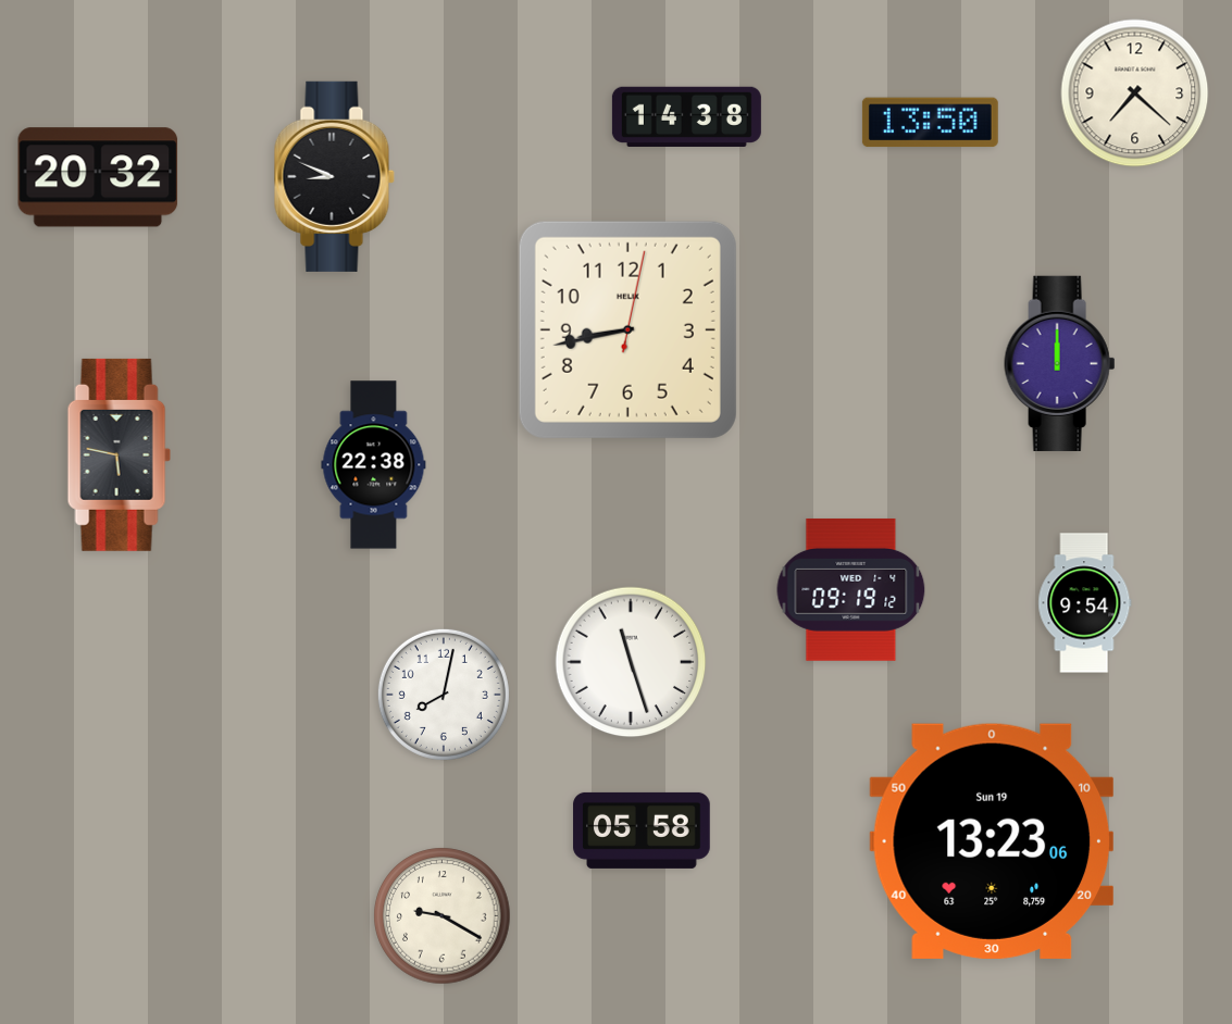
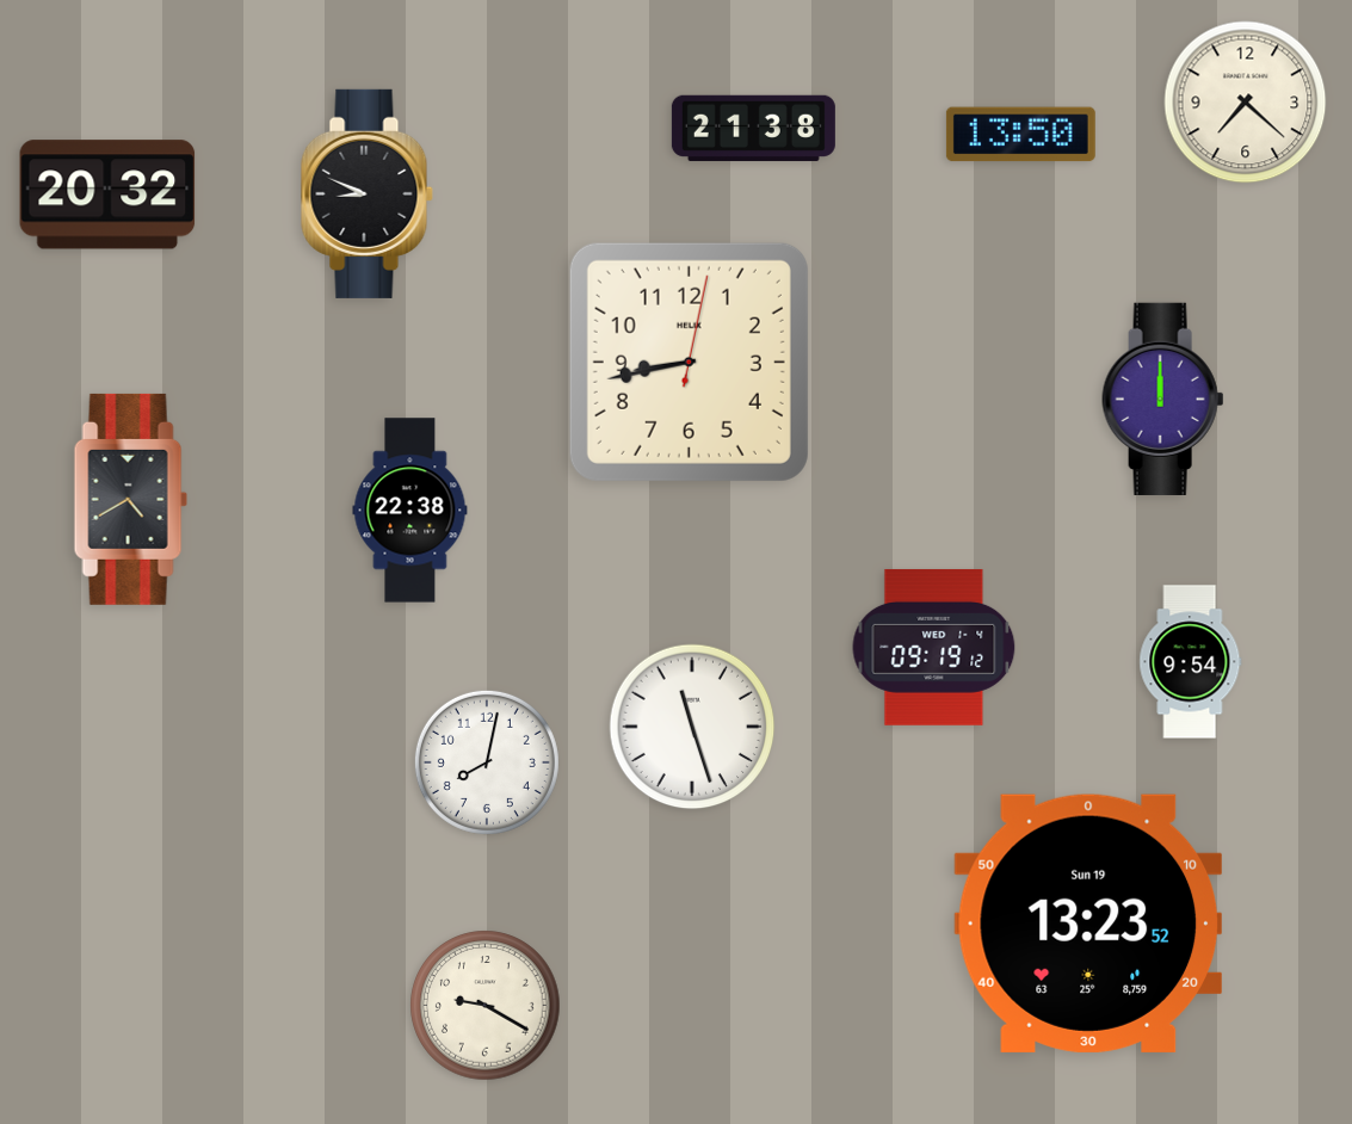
clock at (686, 116): 14:38 -> 21:38
clock at (119, 454): 5:47 -> 4:40
clock at (642, 831): 05:58 -> none
clock at (991, 841): 13:23:06 -> 13:23:52
